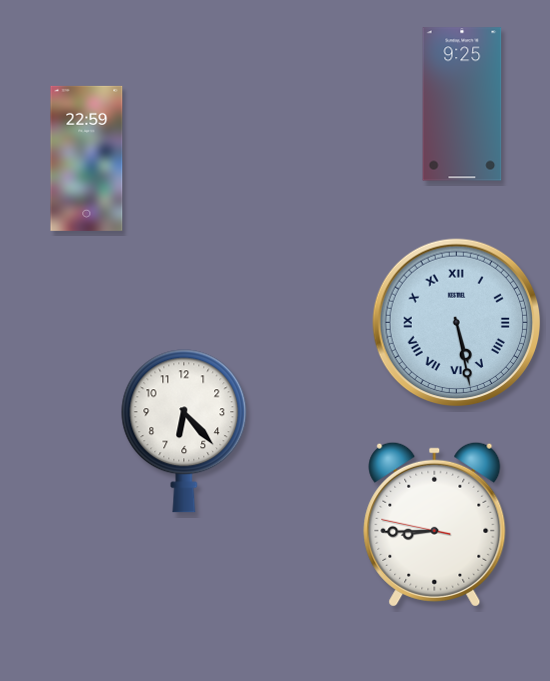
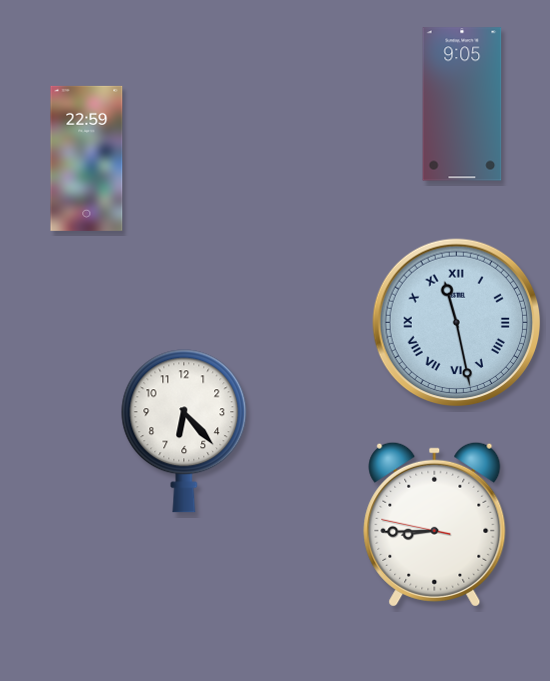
clock at (462, 104): 9:25 -> 9:05
clock at (457, 323): 5:28 -> 11:28
